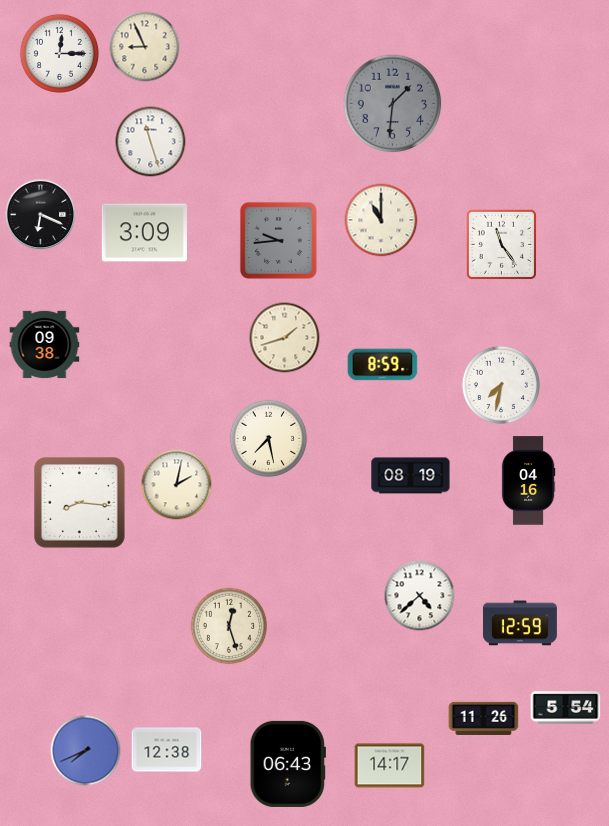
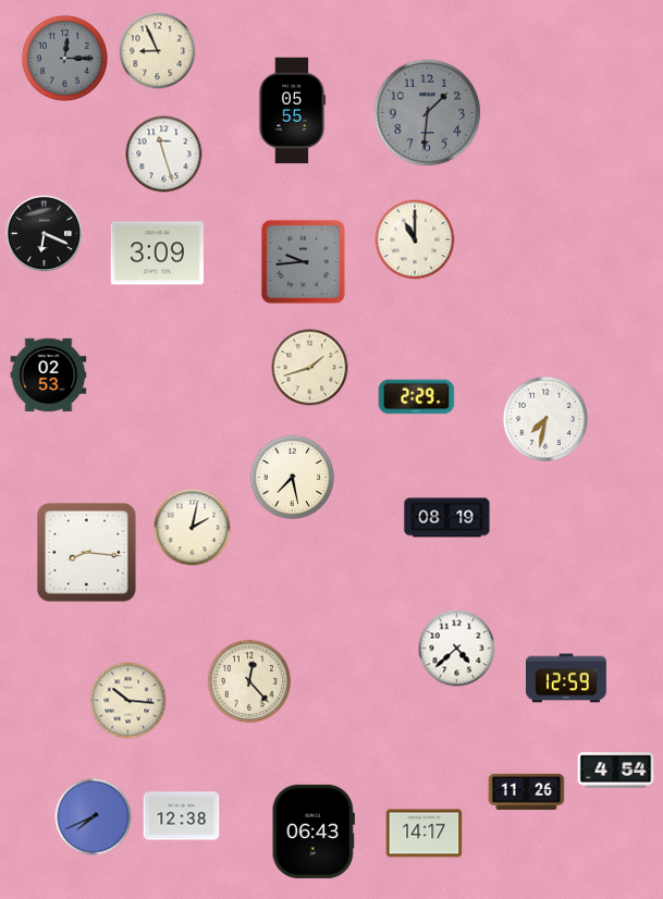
clock at (59, 53) dial: white -> grey
clock at (292, 111): none -> 05:55
clock at (501, 244): 11:24 -> none
clock at (45, 345): 09:38 -> 02:53
clock at (383, 365): 8:59 -> 2:29
clock at (528, 481): 04:16 -> none
clock at (80, 503) position: (80, 503) -> (87, 553)
clock at (229, 626): 12:27 -> 12:23
clock at (128, 701): none -> 10:16
clock at (566, 708): 5:54 -> 4:54
clock at (484, 718) position: (484, 718) -> (527, 791)
